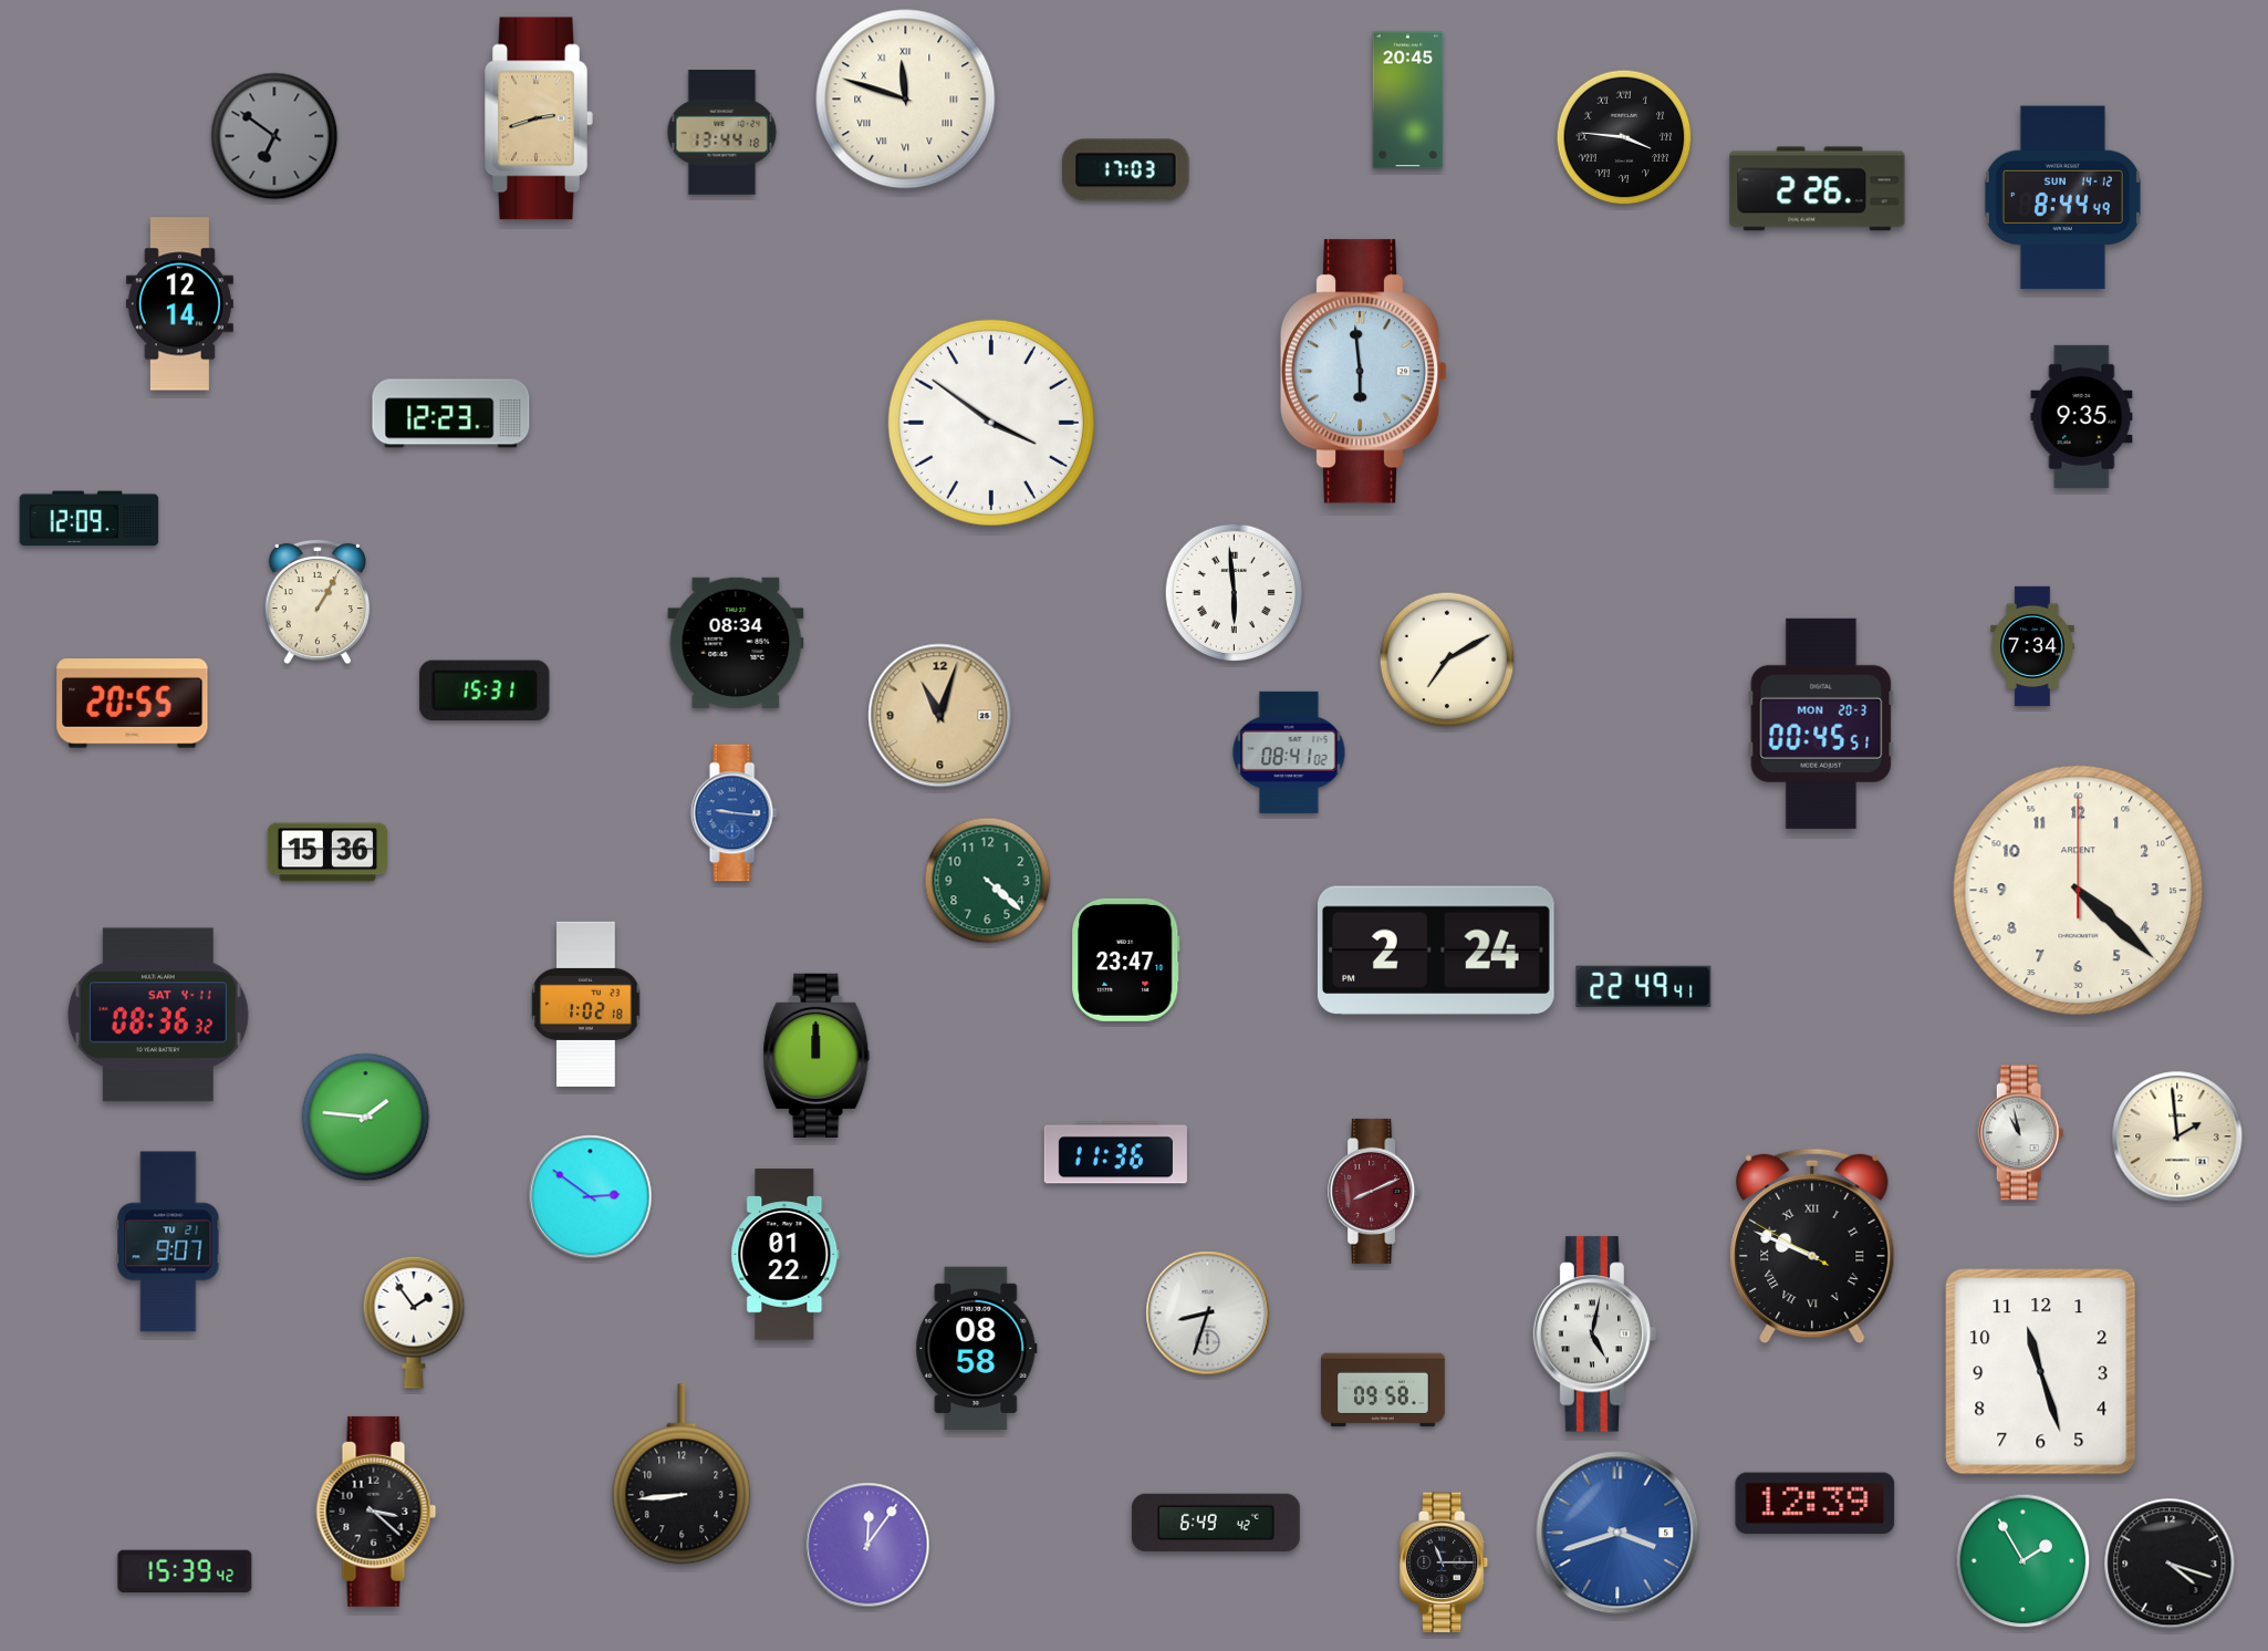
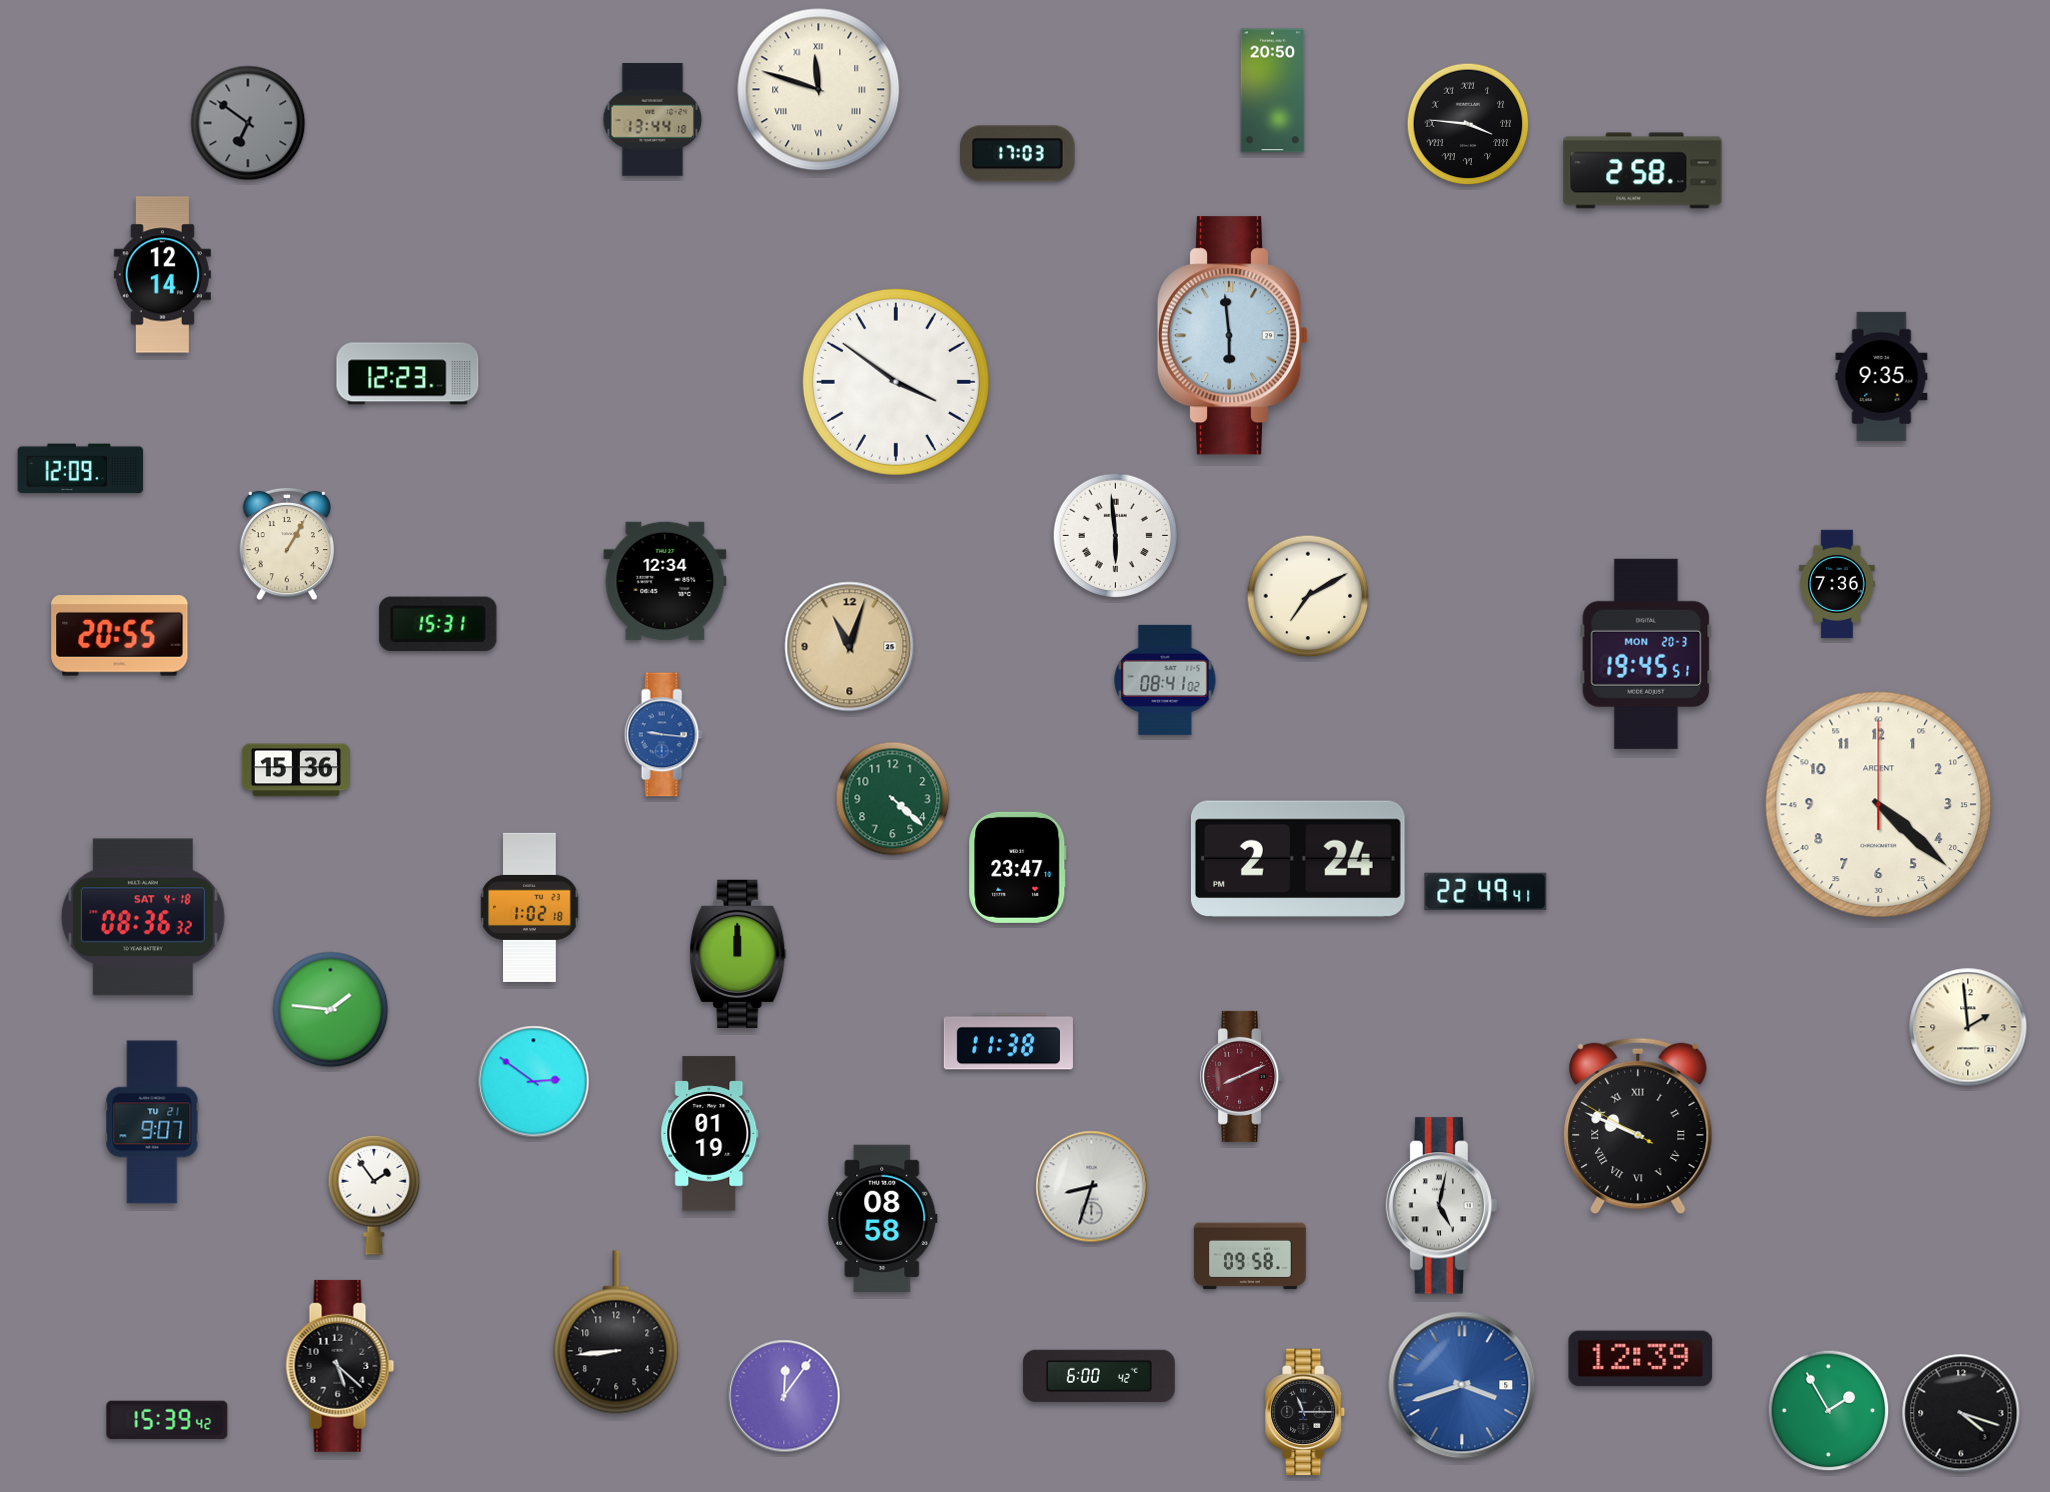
clock at (1408, 101): 20:45 -> 20:50
clock at (539, 118): 2:42 -> none
clock at (1818, 189): 2:26 -> 2:58
clock at (2062, 198): 8:44 -> none
clock at (736, 643): 08:34 -> 12:34
clock at (2032, 646): 7:34 -> 7:36
clock at (1821, 724): 00:45 -> 19:45
clock at (988, 881) position: (988, 881) -> (893, 799)
clock at (158, 1015) date: SAT 4-11 -> SAT 4-18
clock at (2021, 1133): 10:58 -> none
clock at (1115, 1153): 11:36 -> 11:38
clock at (786, 1255): 01:22 -> 01:19
clock at (2041, 1372): 11:27 -> none
clock at (376, 1512): 3:22 -> 5:22
clock at (1216, 1523): 6:49 -> 6:00
